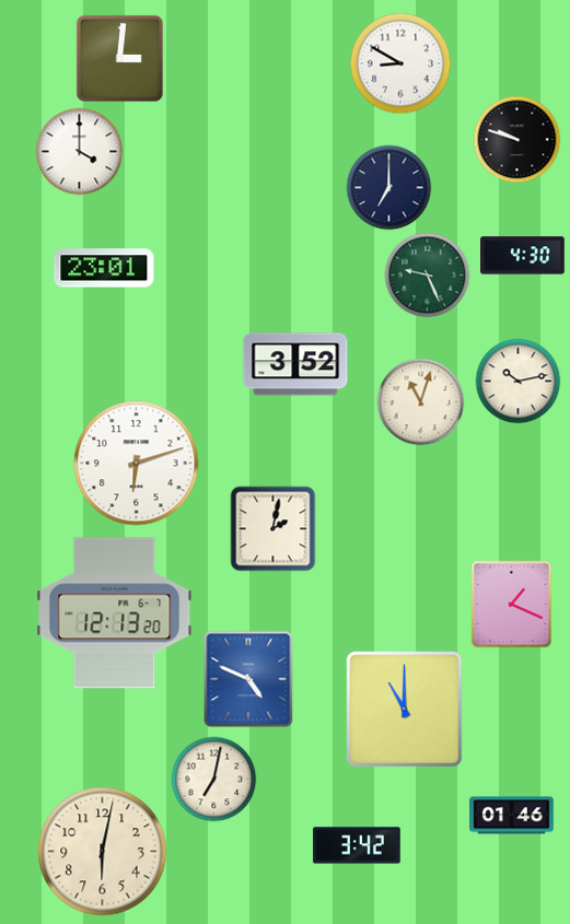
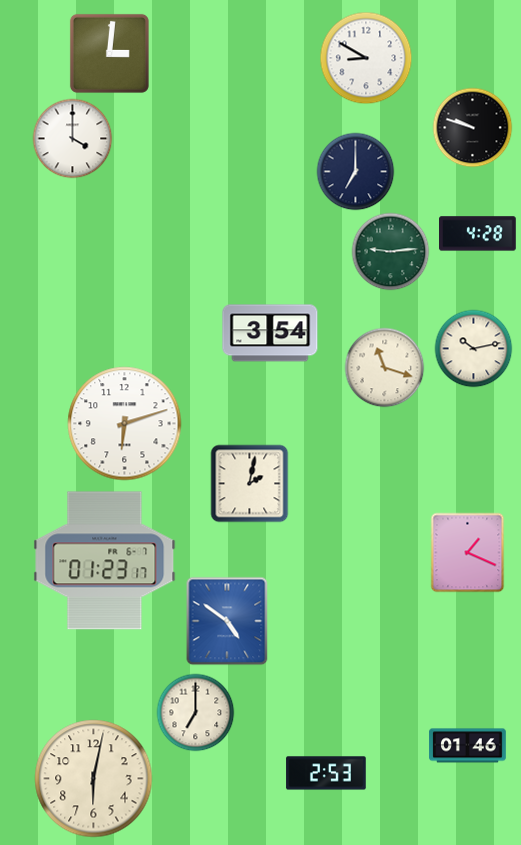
clock at (523, 256): 4:30 -> 4:28
clock at (104, 268): 23:01 -> none
clock at (427, 274): 9:26 -> 9:14
clock at (295, 364): 3:52 -> 3:54
clock at (420, 401): 11:03 -> 11:18
clock at (115, 613): 12:13 -> 01:23
clock at (248, 679): 4:49 -> 4:51
clock at (405, 710): 11:00 -> none
clock at (213, 779): 7:02 -> 7:00
clock at (357, 845): 3:42 -> 2:53
